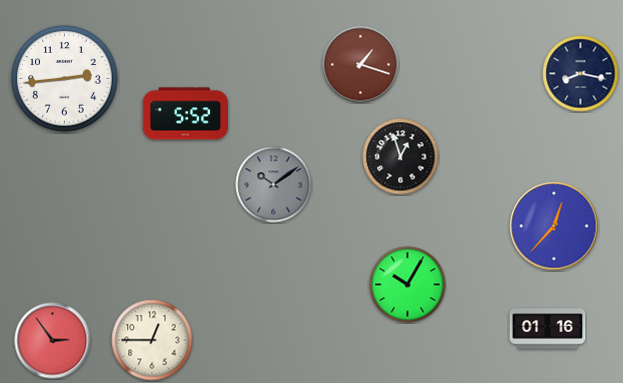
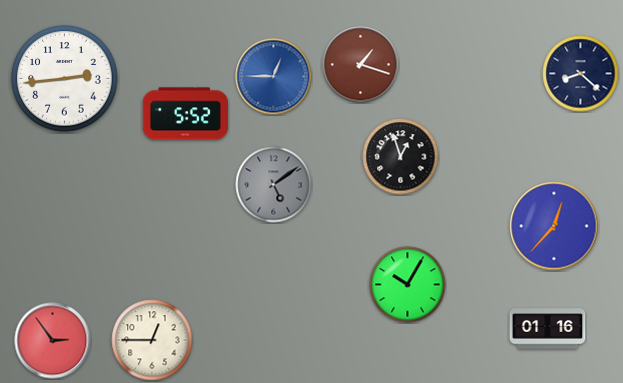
clock at (581, 74): 8:17 -> 8:22
clock at (274, 77): none -> 12:45
clock at (274, 185): 10:09 -> 5:09
